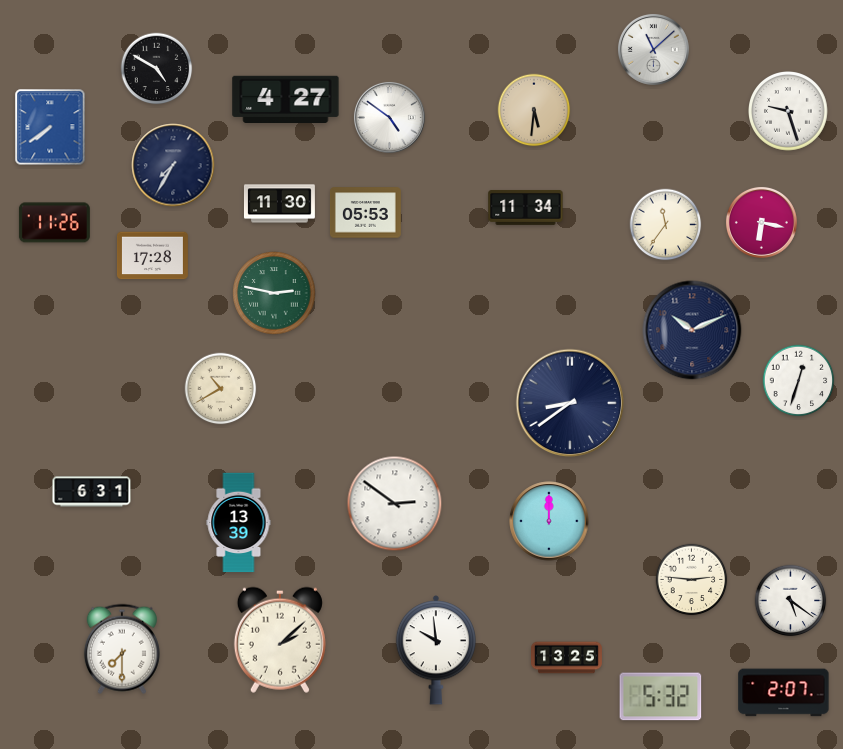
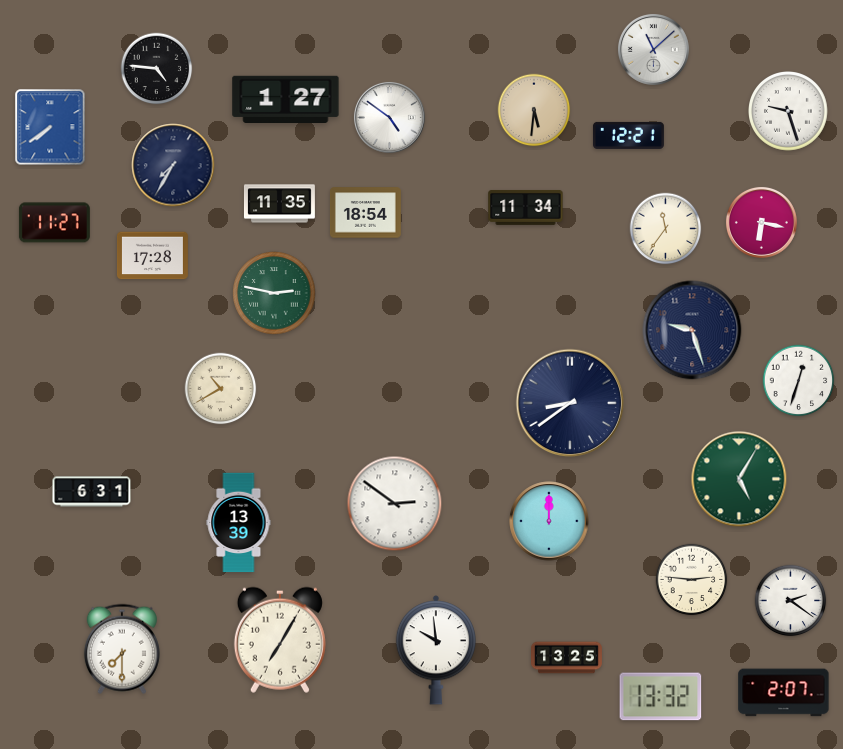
clock at (157, 69): 4:50 -> 4:46
clock at (286, 100): 4:27 -> 1:27
clock at (628, 135): none -> 12:21
clock at (279, 204): 11:30 -> 11:35
clock at (365, 213): 05:53 -> 18:54
clock at (54, 223): 11:26 -> 11:27
clock at (666, 225) position: (666, 225) -> (666, 229)
clock at (692, 330): 10:11 -> 9:27
clock at (739, 479): none -> 5:05
clock at (791, 601): 5:21 -> 2:21
clock at (280, 640): 2:08 -> 7:05
clock at (661, 697): 5:32 -> 13:32
